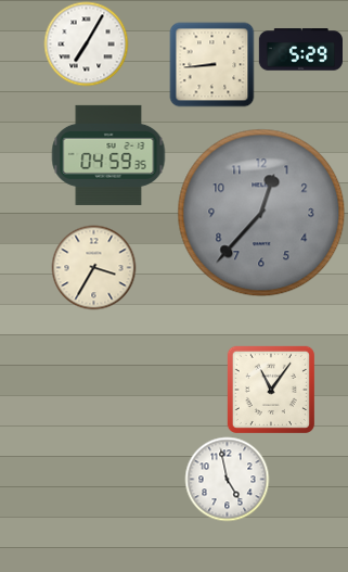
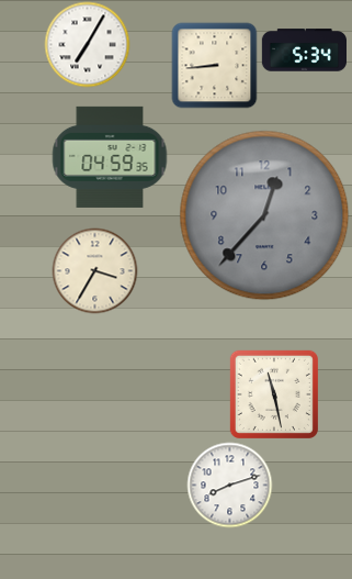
clock at (300, 50): 5:29 -> 5:34
clock at (271, 390): 11:06 -> 11:28
clock at (227, 479): 4:58 -> 8:12
